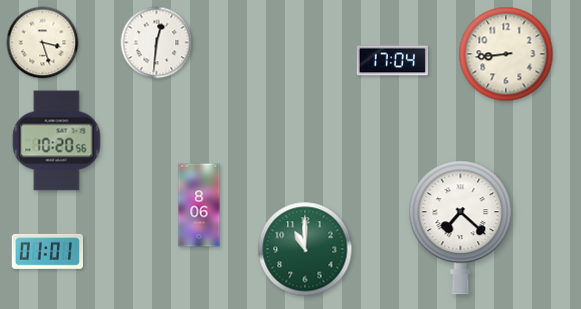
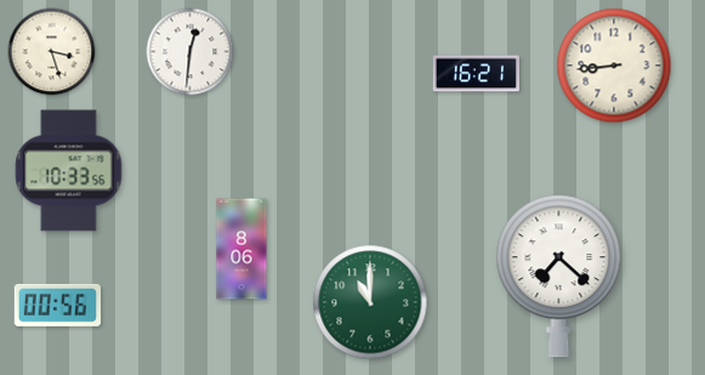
clock at (392, 61): 17:04 -> 16:21
clock at (57, 141): 10:20 -> 10:33
clock at (47, 251): 01:01 -> 00:56
